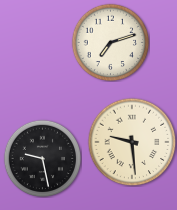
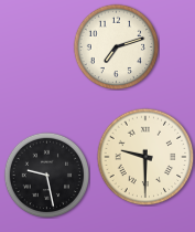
clock at (110, 42) position: (110, 42) -> (116, 46)
clock at (132, 142): 9:29 -> 9:30
